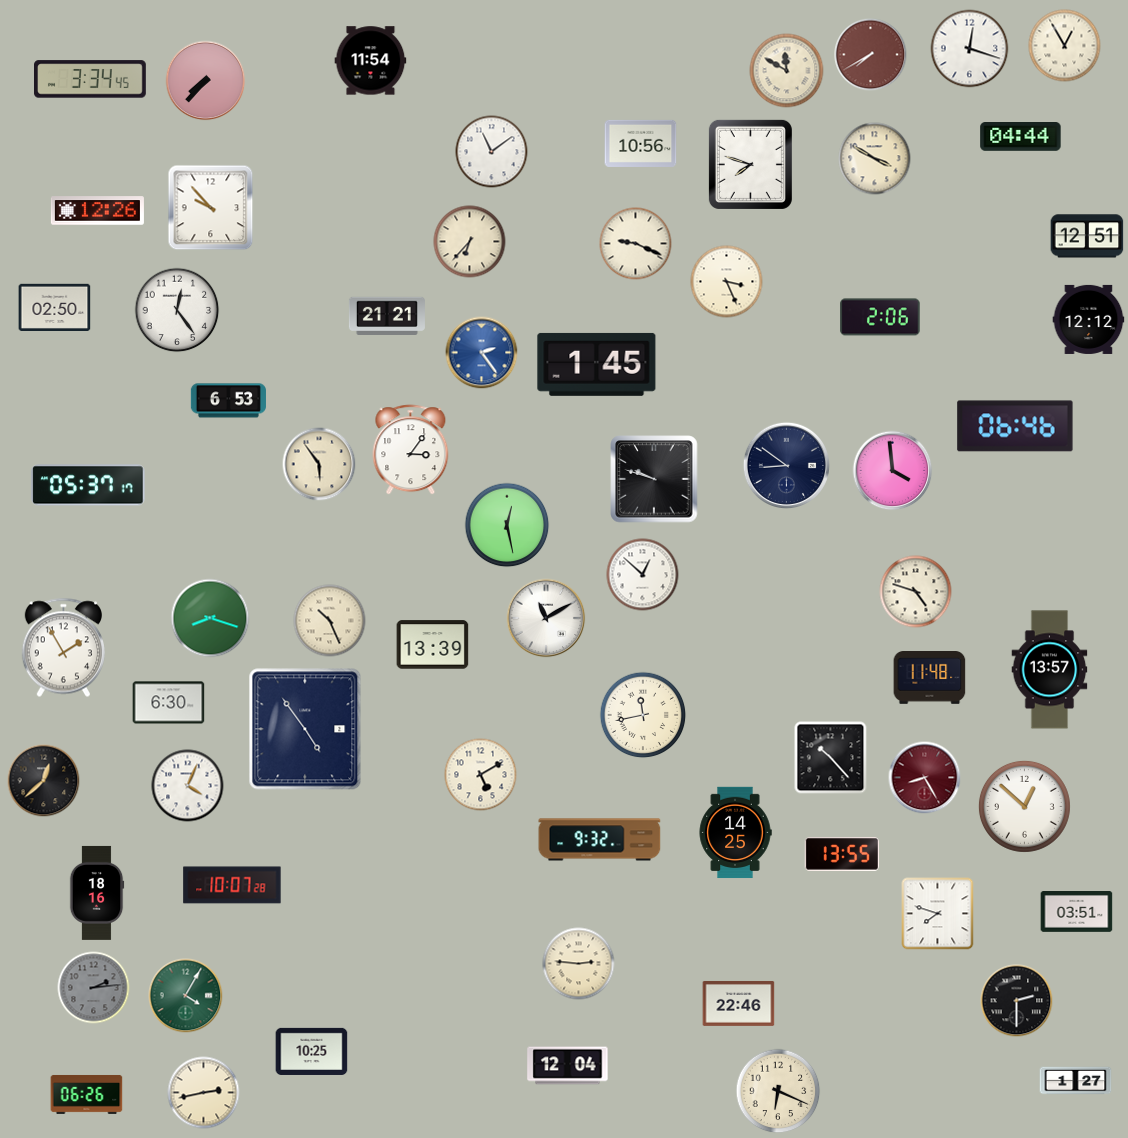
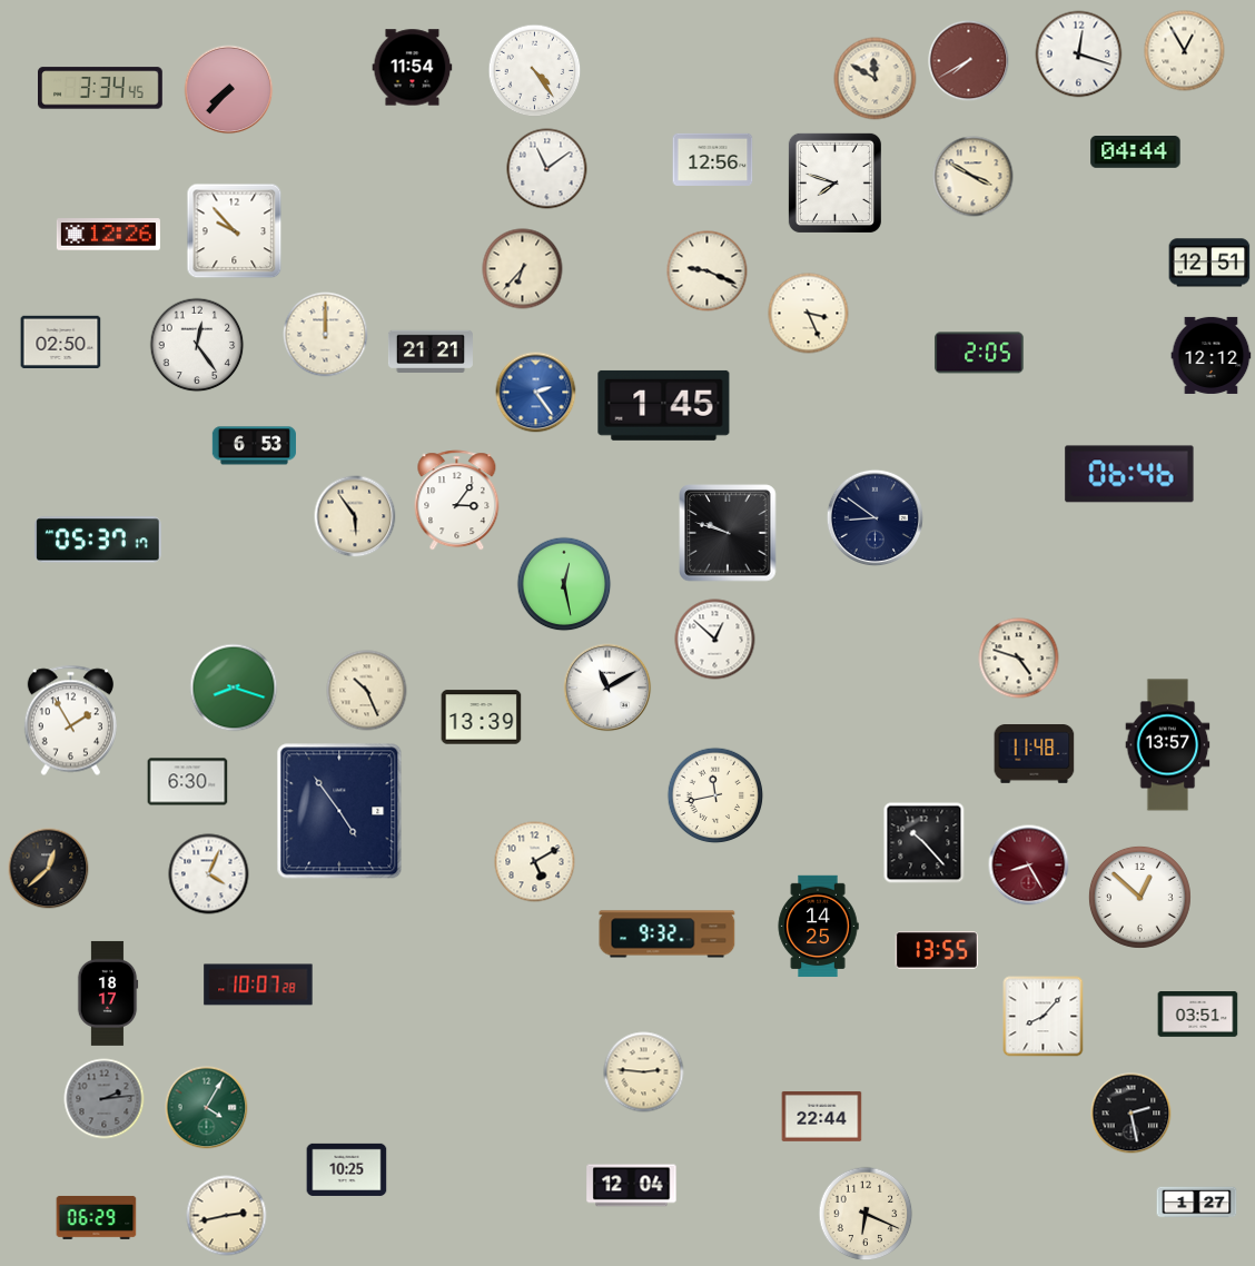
clock at (535, 71): none -> 4:24
clock at (641, 143): 10:56 -> 12:56
clock at (326, 335): none -> 12:00
clock at (880, 317): 2:06 -> 2:05
clock at (893, 471): 3:59 -> none
clock at (97, 893): 18:16 -> 18:17
clock at (938, 914): 7:48 -> 8:07
clock at (1017, 1001): 2:30 -> 2:28
clock at (739, 1003): 22:46 -> 22:44
clock at (87, 1094): 06:26 -> 06:29
